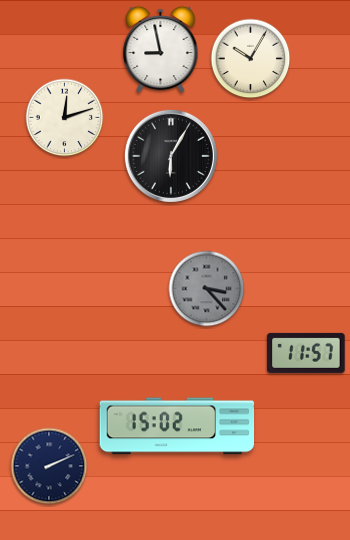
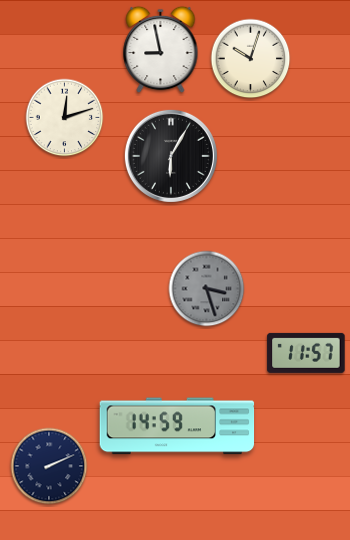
clock at (251, 59): 10:05 -> 10:03
clock at (207, 289): 3:23 -> 3:27
clock at (177, 426): 15:02 -> 14:59
